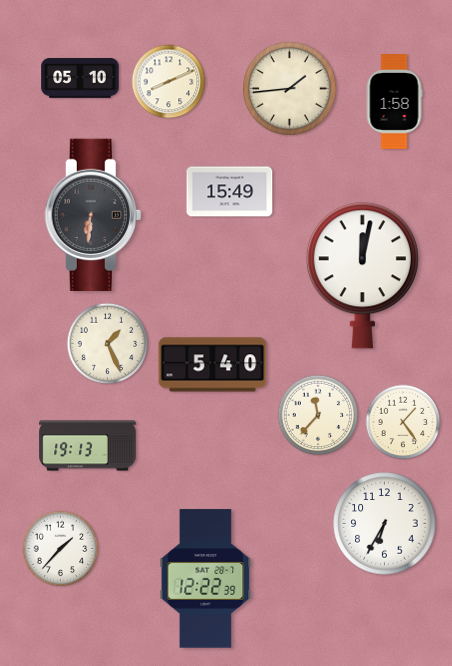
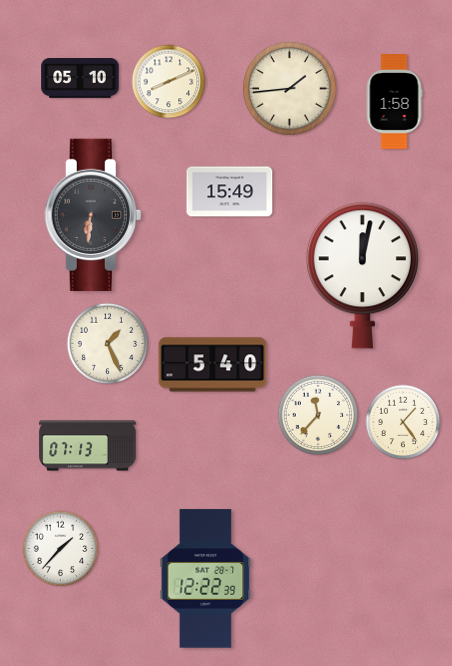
clock at (88, 446): 19:13 -> 07:13
clock at (385, 524): 6:35 -> none
